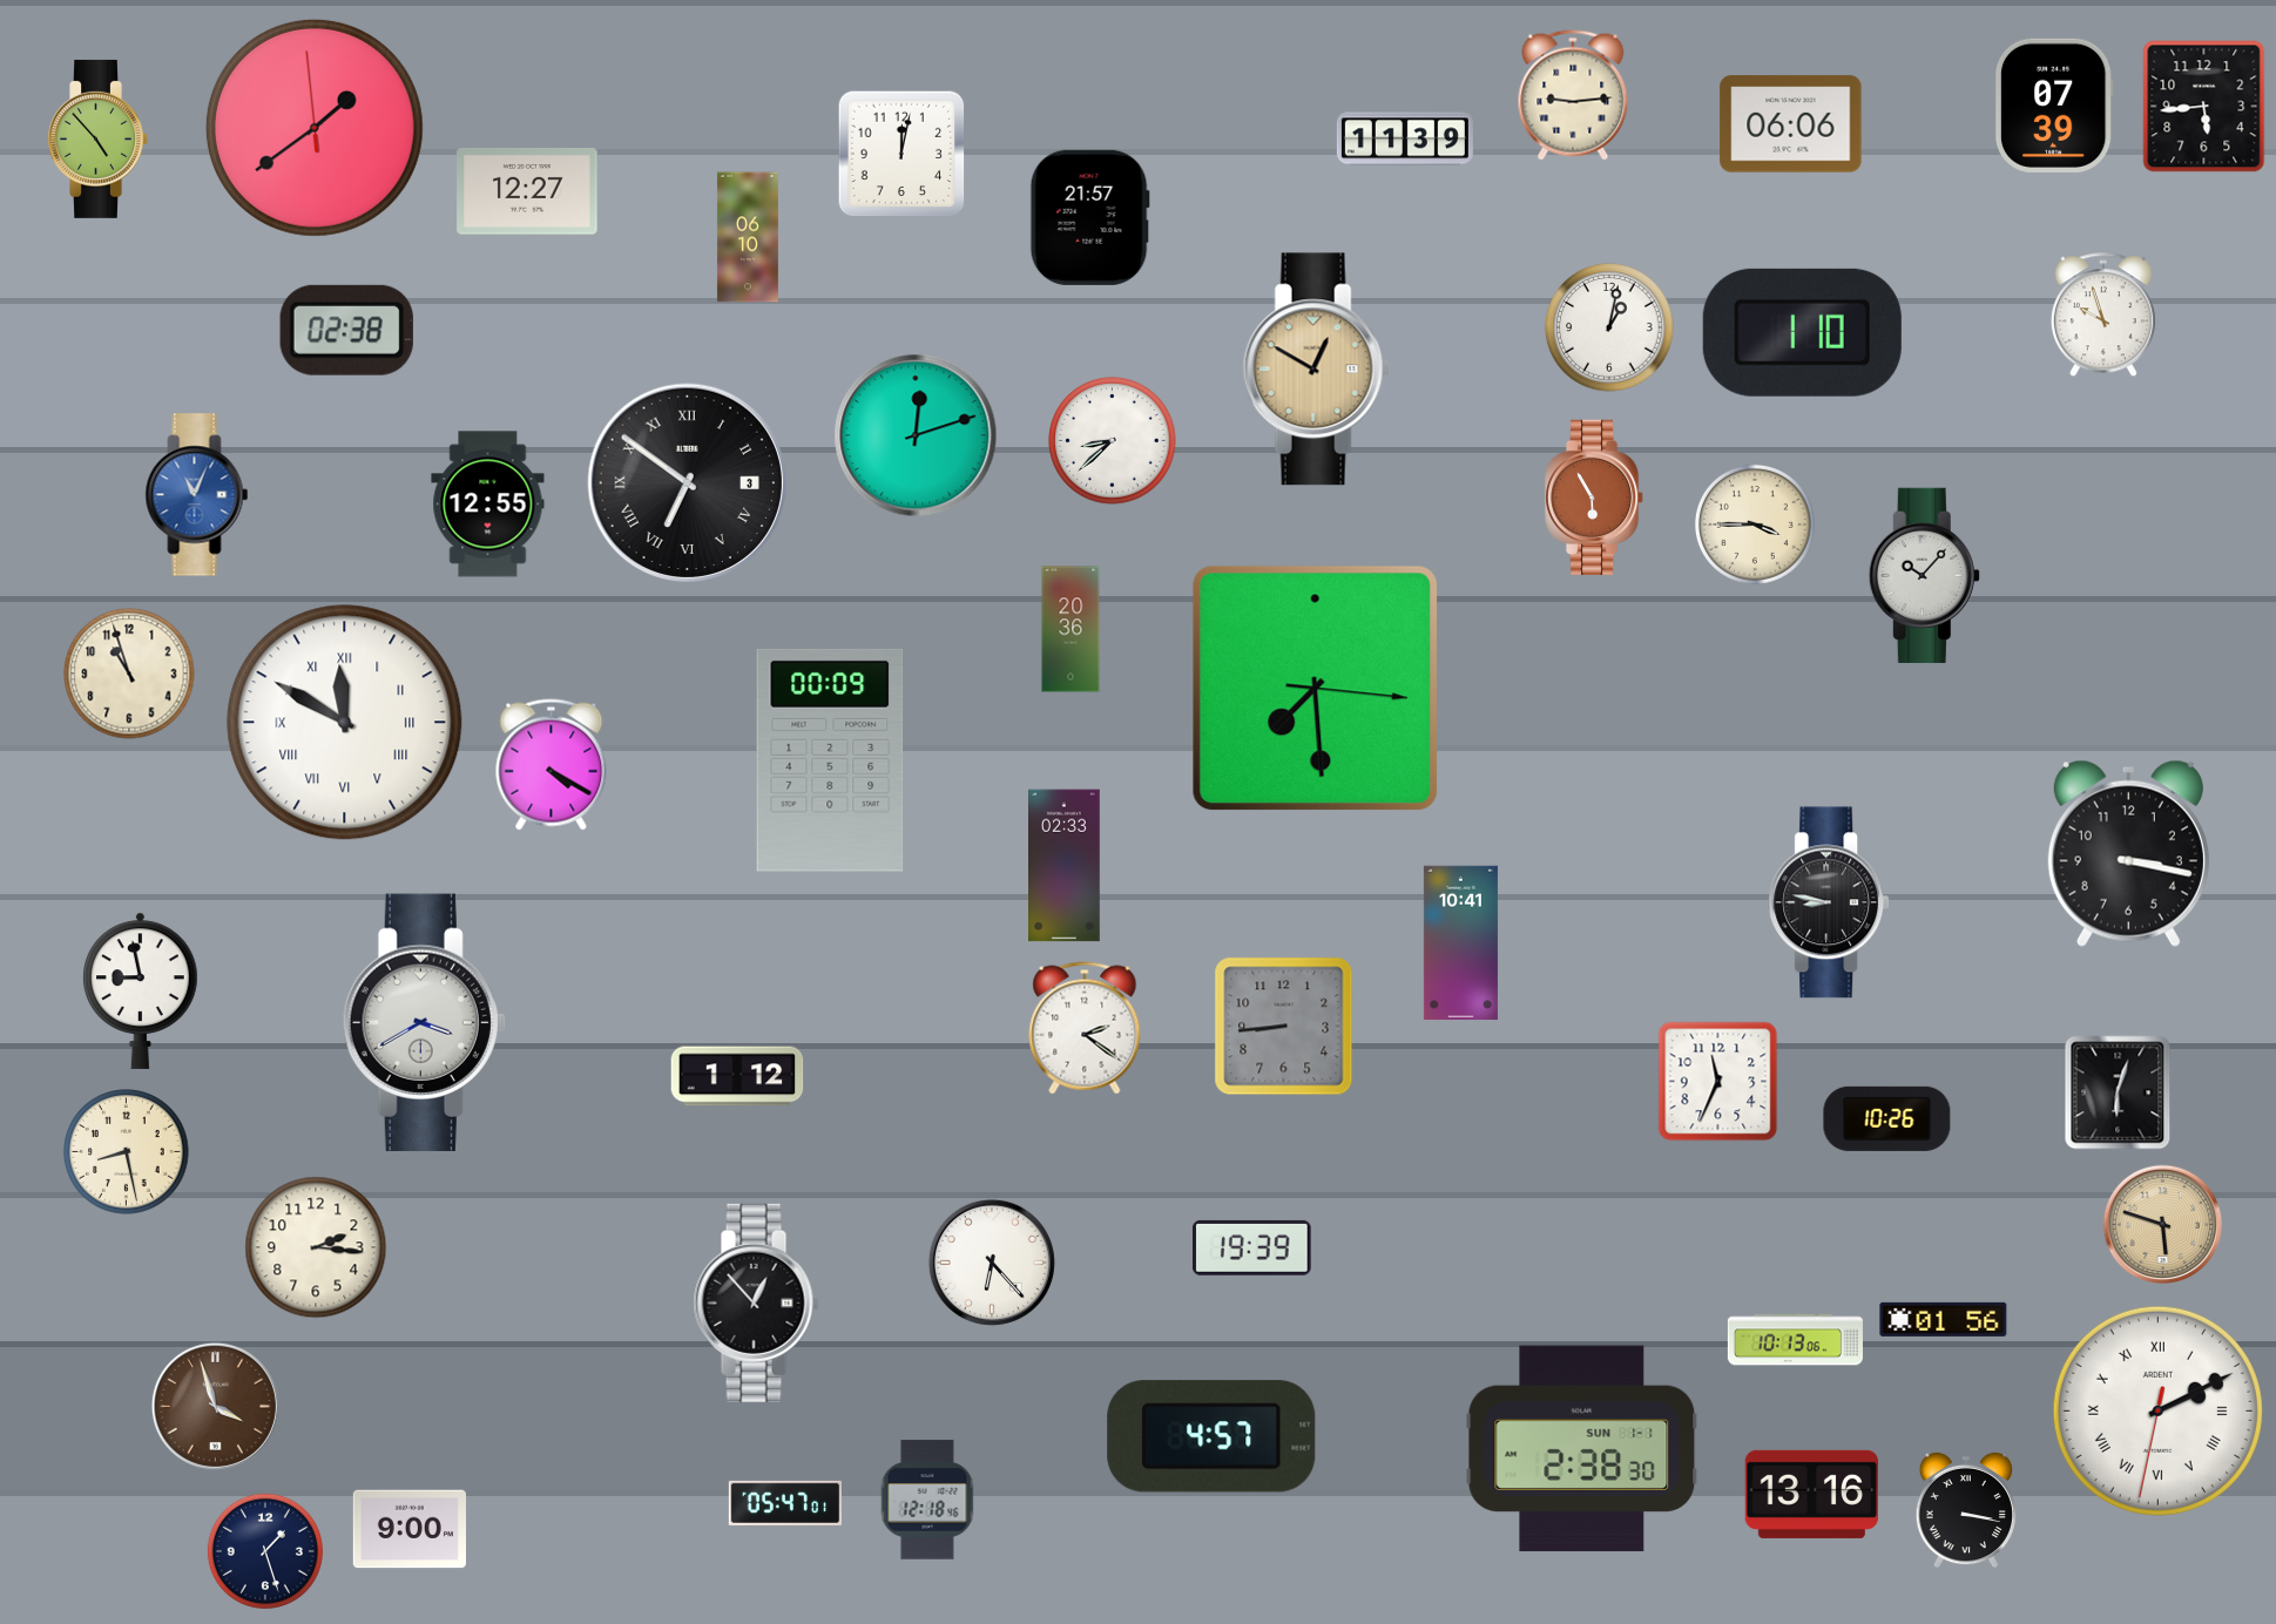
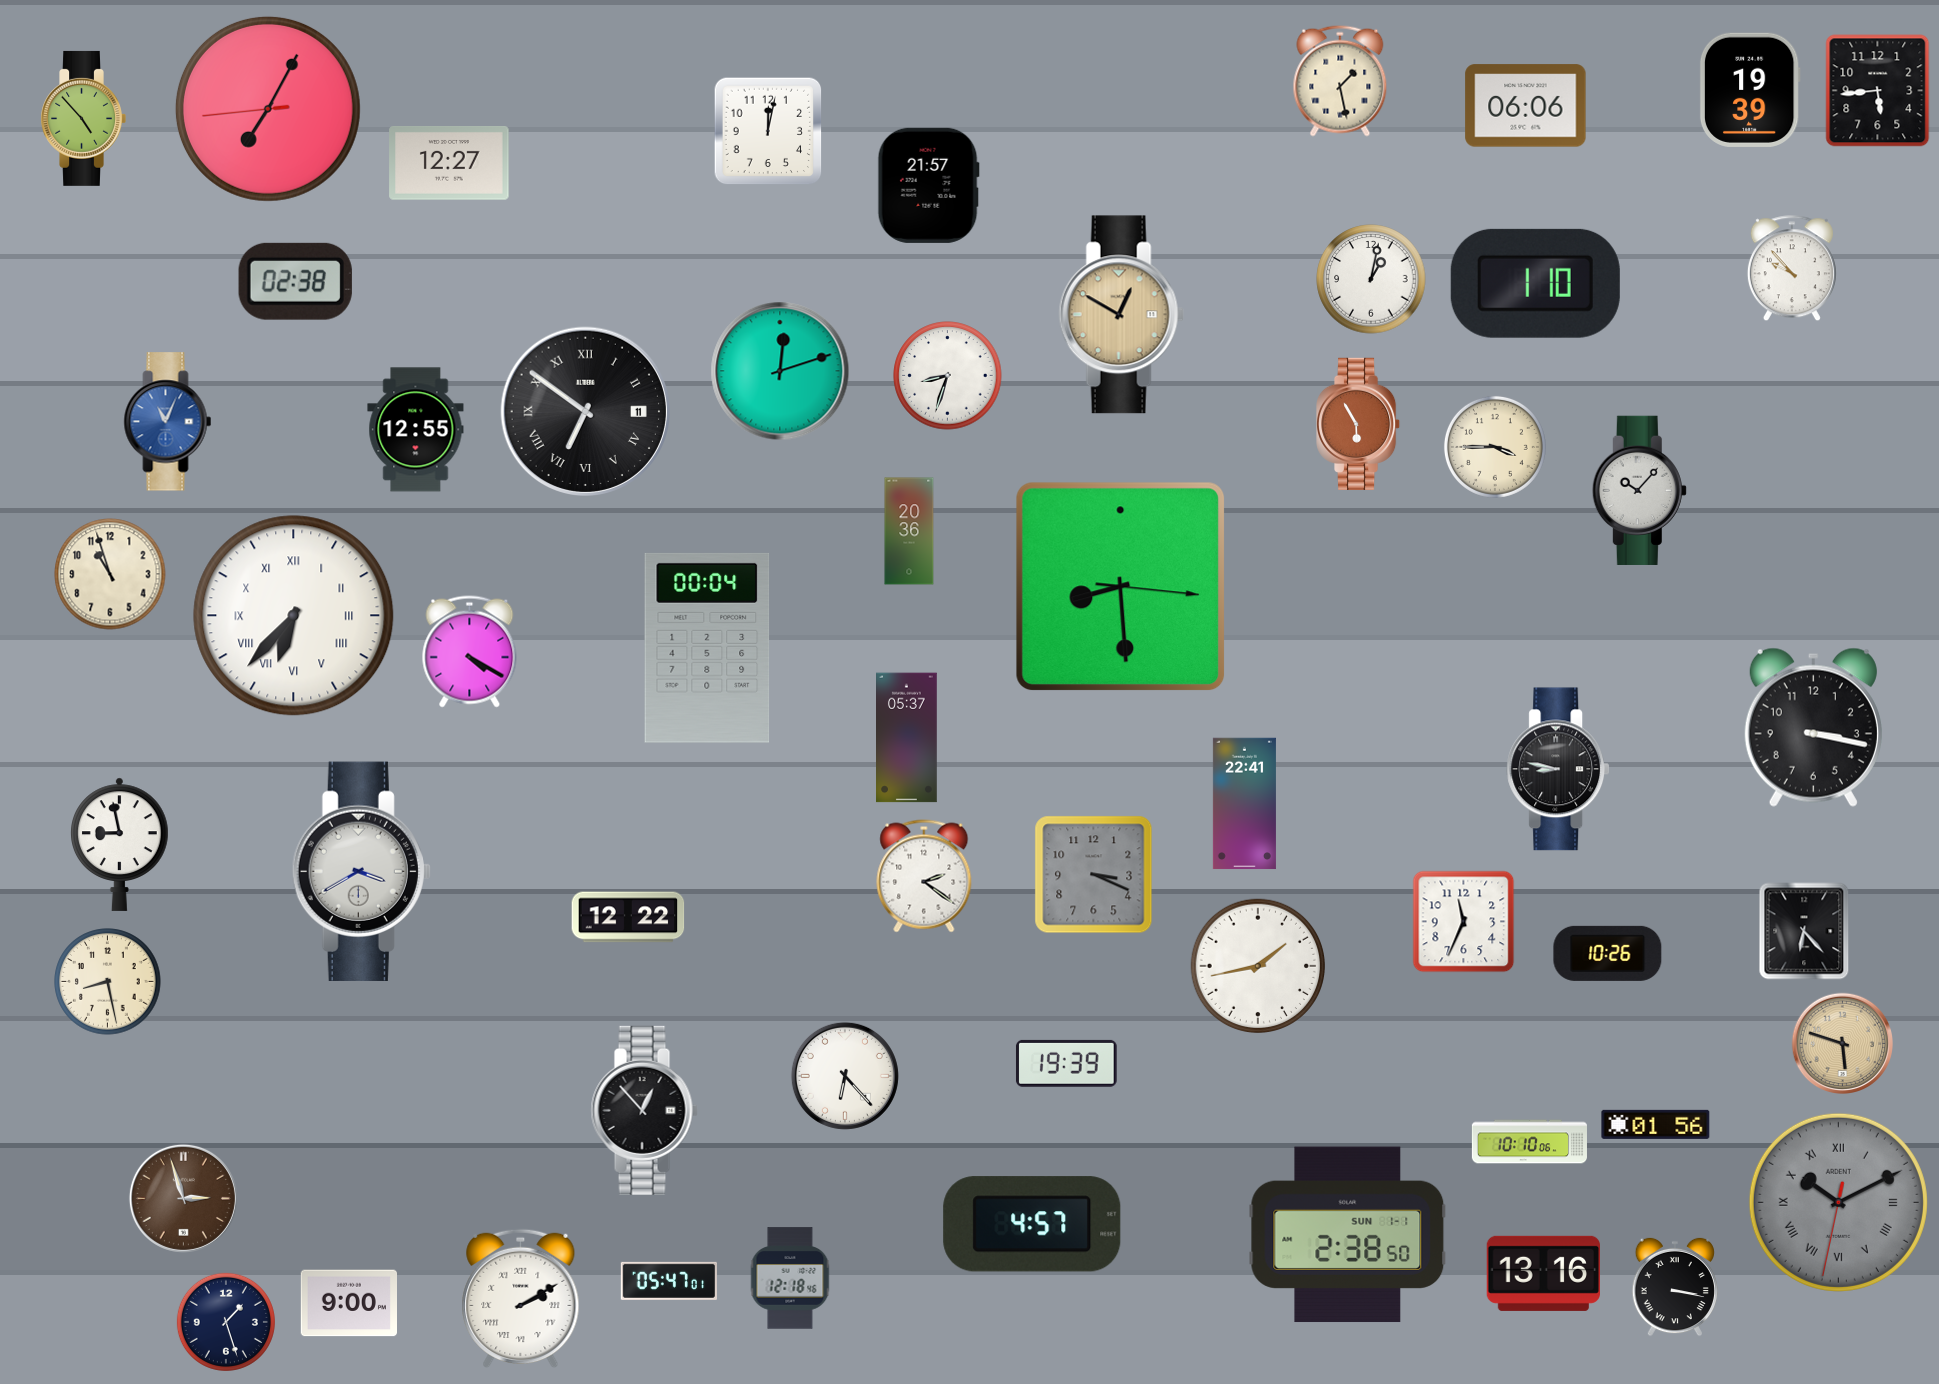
clock at (1573, 95): 9:14 -> 1:28
clock at (2054, 106): 07:39 -> 19:39
clock at (315, 128): 1:38 -> 7:04
clock at (1405, 138): 11:39 -> none
clock at (748, 237): 06:10 -> none
clock at (2103, 316): 9:57 -> 9:53
clock at (1113, 441): 8:38 -> 8:33
clock at (687, 482) date: 3 -> 11
clock at (1071, 629) position: (1071, 629) -> (909, 531)
clock at (1316, 689): 7:29 -> 8:29
clock at (345, 723): 11:50 -> 6:37
clock at (830, 760): 00:09 -> 00:04
clock at (1065, 866): 02:33 -> 05:37
clock at (1460, 943): 10:41 -> 22:41
clock at (1284, 1027): 8:44 -> 3:19
clock at (737, 1076): 1:12 -> 12:22
clock at (2118, 1092): 6:03 -> 6:23
clock at (1257, 965): none -> 1:43
clock at (316, 1247): 2:16 -> none
clock at (1795, 1340): 10:13 -> 10:10
clock at (215, 1406): 3:57 -> 2:57
clock at (2157, 1410): 2:10 -> 10:10
clock at (2157, 1410) dial: white -> grey
clock at (1582, 1449): 2:38:30 -> 2:38:50
clock at (521, 1299): none -> 2:10
